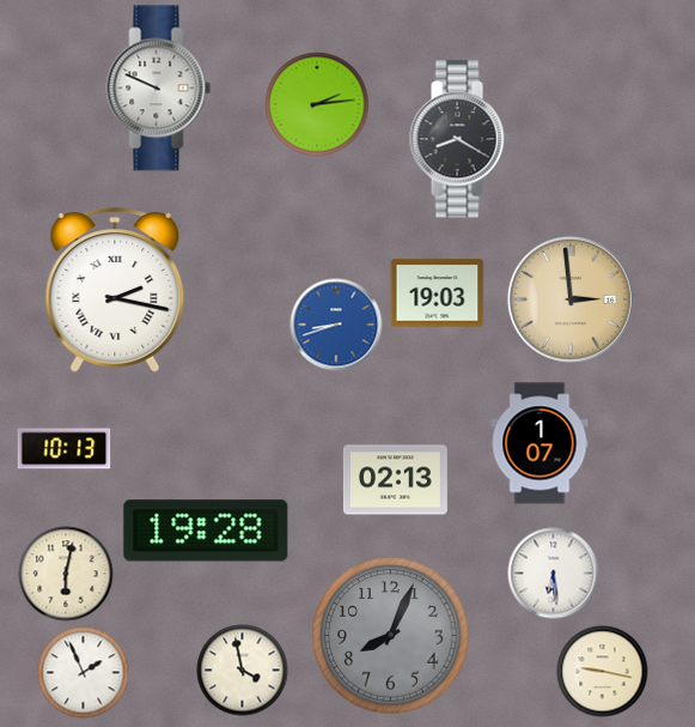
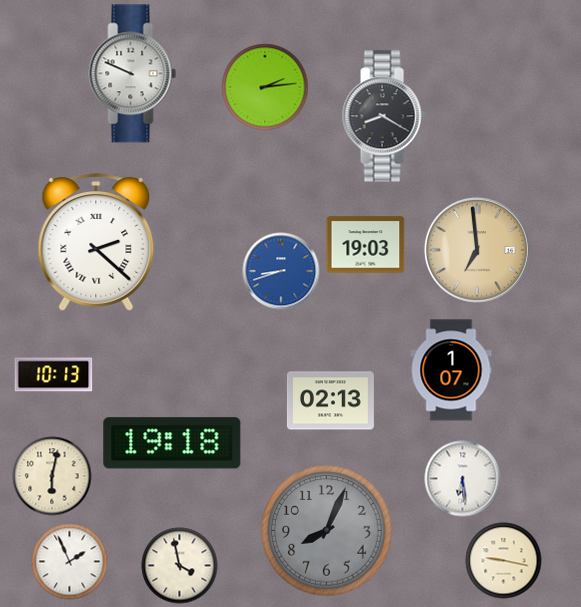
clock at (115, 290): 2:17 -> 2:22
clock at (571, 299): 2:59 -> 6:59
clock at (206, 531): 19:28 -> 19:18
clock at (66, 574) position: (66, 574) -> (52, 476)
clock at (243, 671) position: (243, 671) -> (180, 566)
